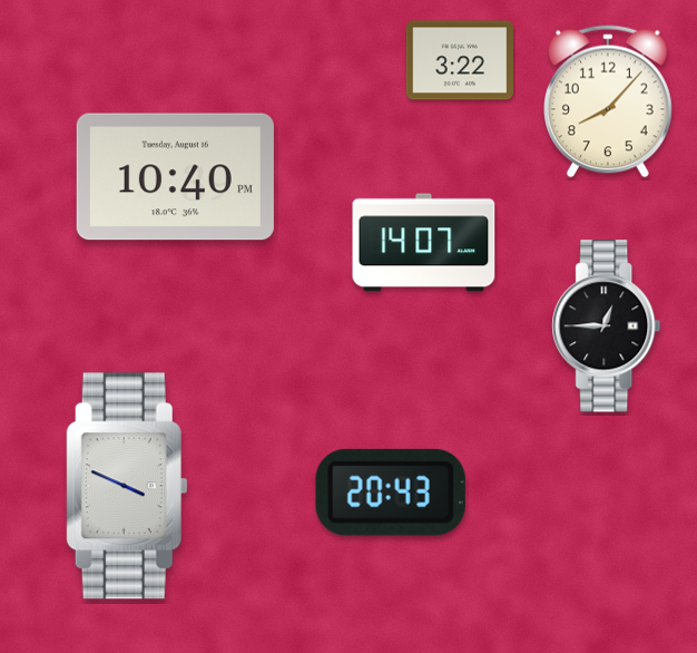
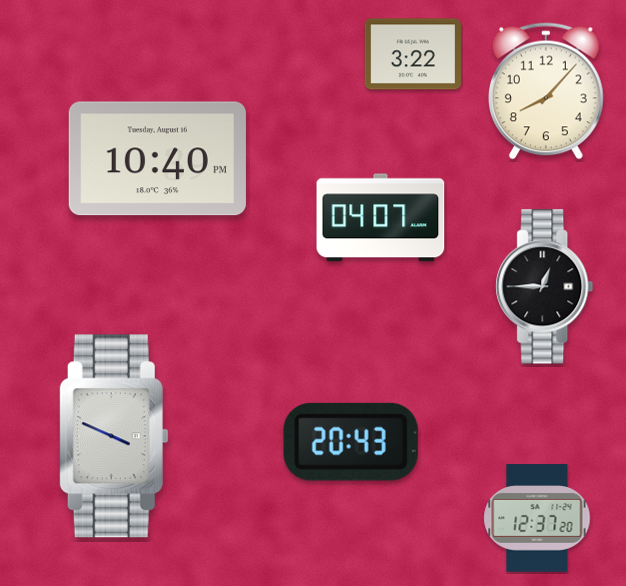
clock at (424, 243): 14:07 -> 04:07
clock at (607, 326) position: (607, 326) -> (545, 287)
clock at (537, 518): none -> 12:37
